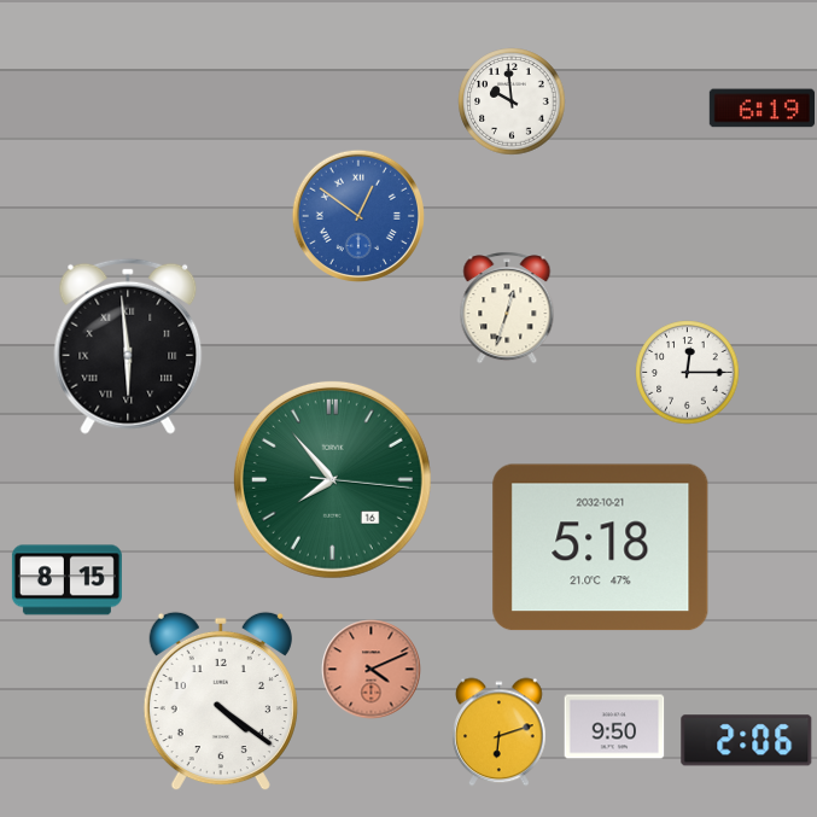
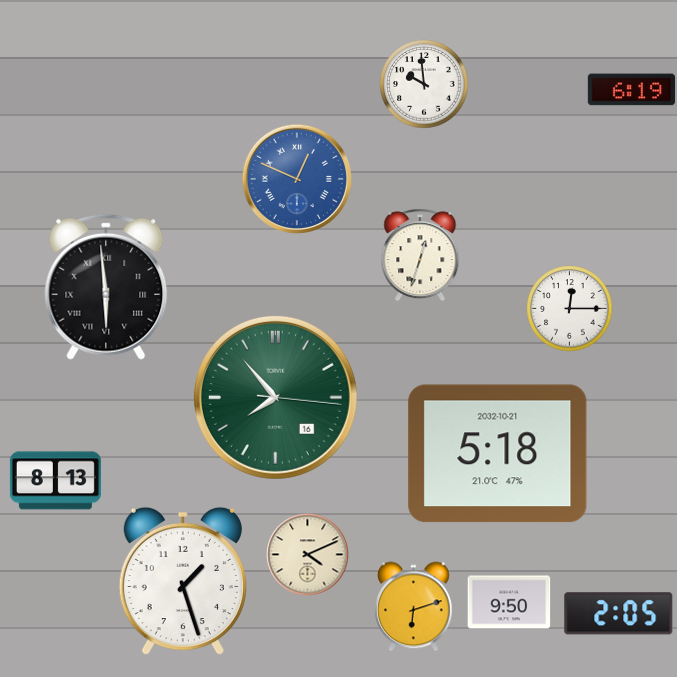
clock at (358, 216): 12:51 -> 12:49
clock at (66, 580): 8:15 -> 8:13
clock at (372, 670) dial: salmon -> cream
clock at (221, 701): 4:21 -> 1:27
clock at (747, 741): 2:06 -> 2:05
